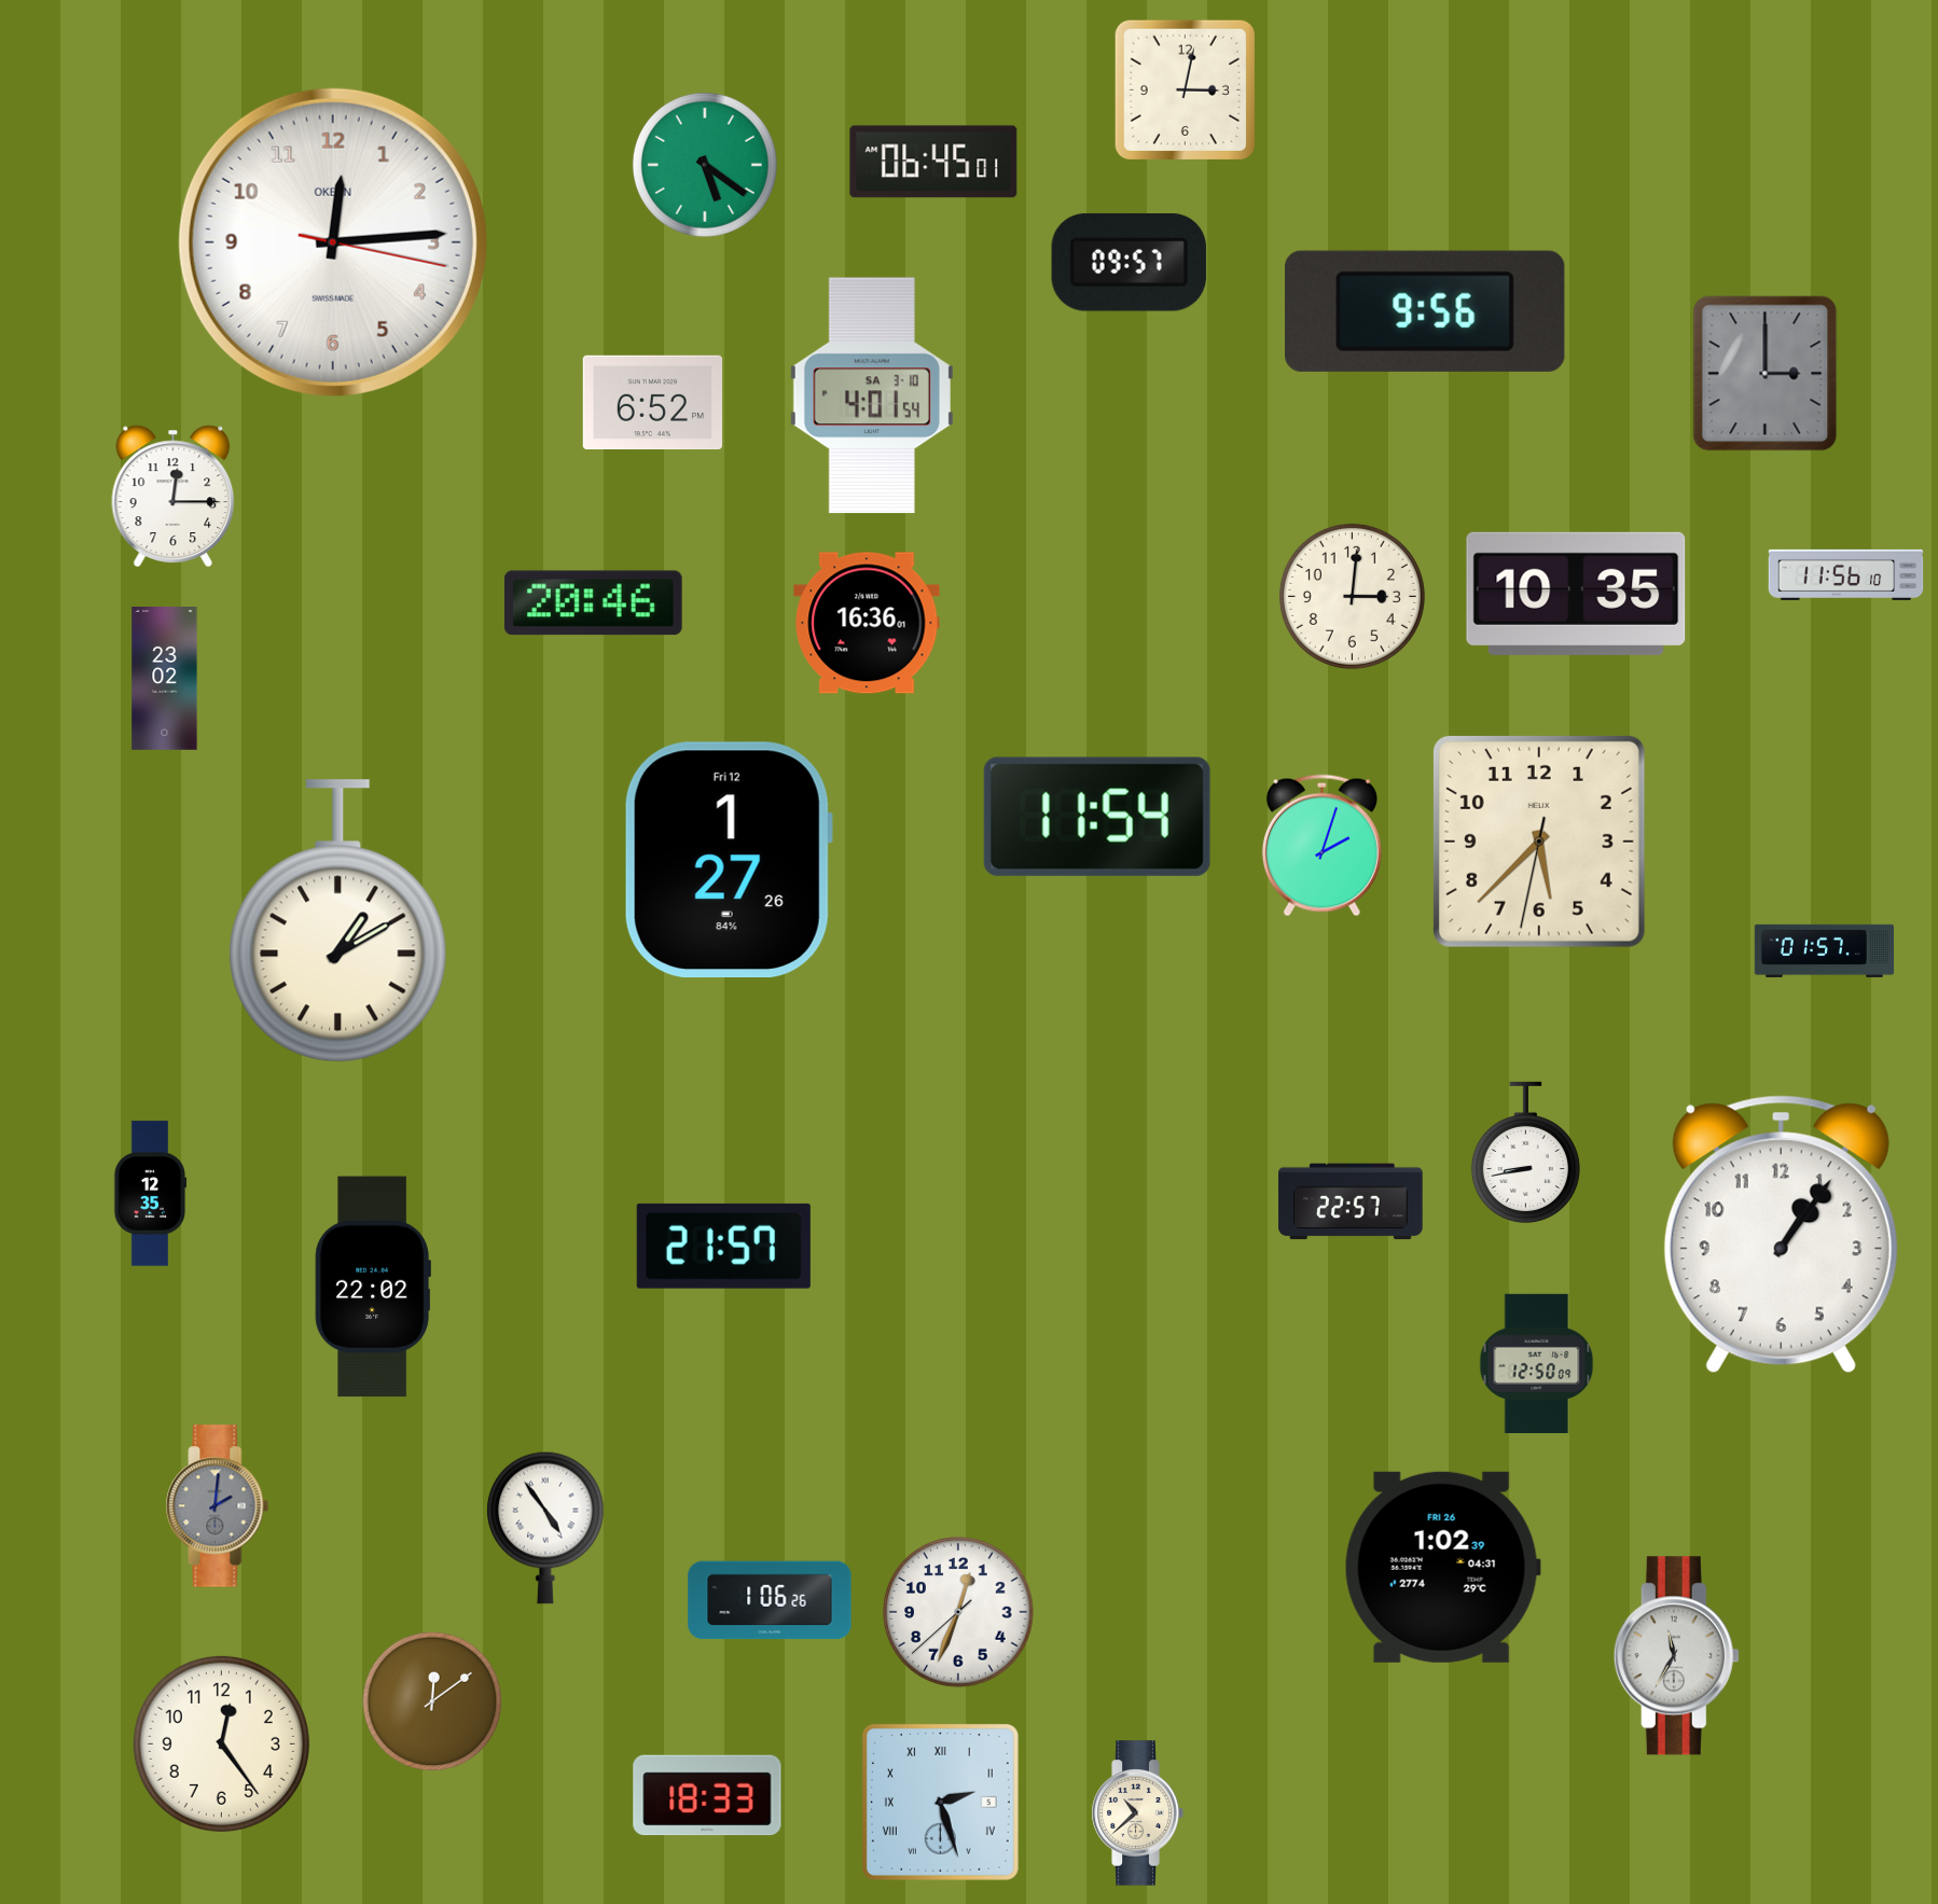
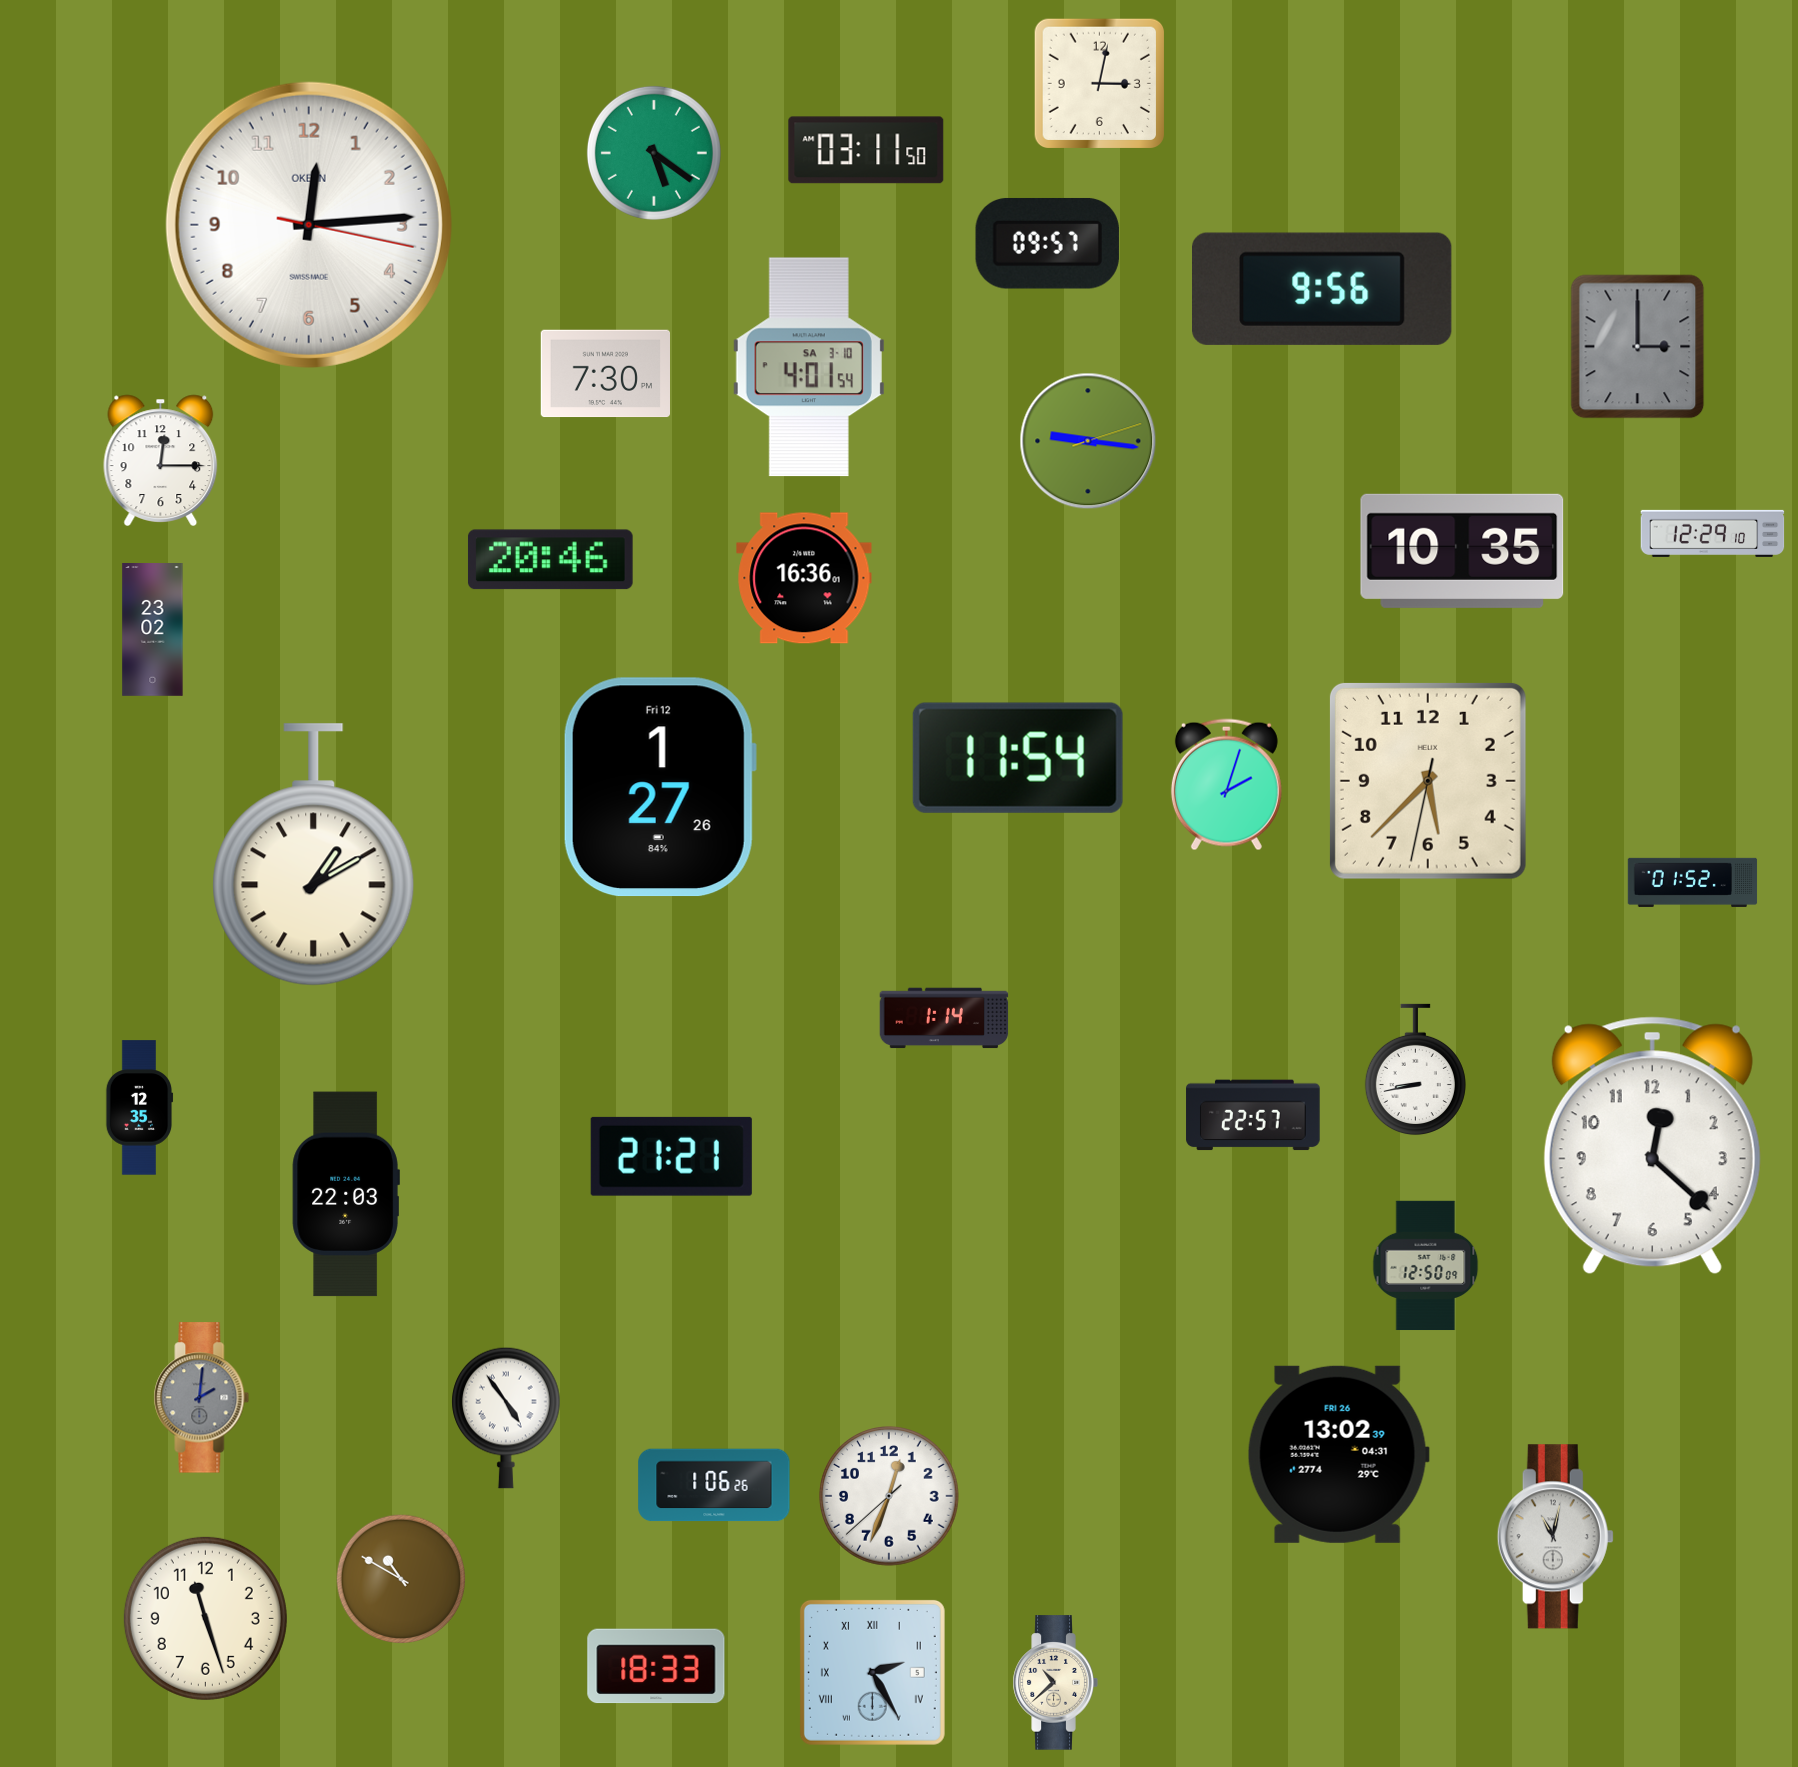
clock at (933, 162): 06:45 -> 03:11
clock at (652, 403): 6:52 -> 7:30
clock at (1088, 441): none -> 9:16
clock at (1846, 574): 11:56 -> 12:29
clock at (1352, 596): 3:01 -> none
clock at (729, 860) position: (729, 860) -> (660, 787)
clock at (1825, 950): 01:57 -> 01:52
clock at (944, 1018): none -> 1:14
clock at (1781, 1235): 1:06 -> 12:22
clock at (723, 1246): 21:57 -> 21:21
clock at (373, 1287): 22:02 -> 22:03
clock at (1442, 1567): 1:02 -> 13:02
clock at (1676, 1656): 11:35 -> 11:02
clock at (432, 1701): 12:09 -> 10:50
clock at (221, 1743): 12:24 -> 11:27
clock at (940, 1802): 2:27 -> 2:25
